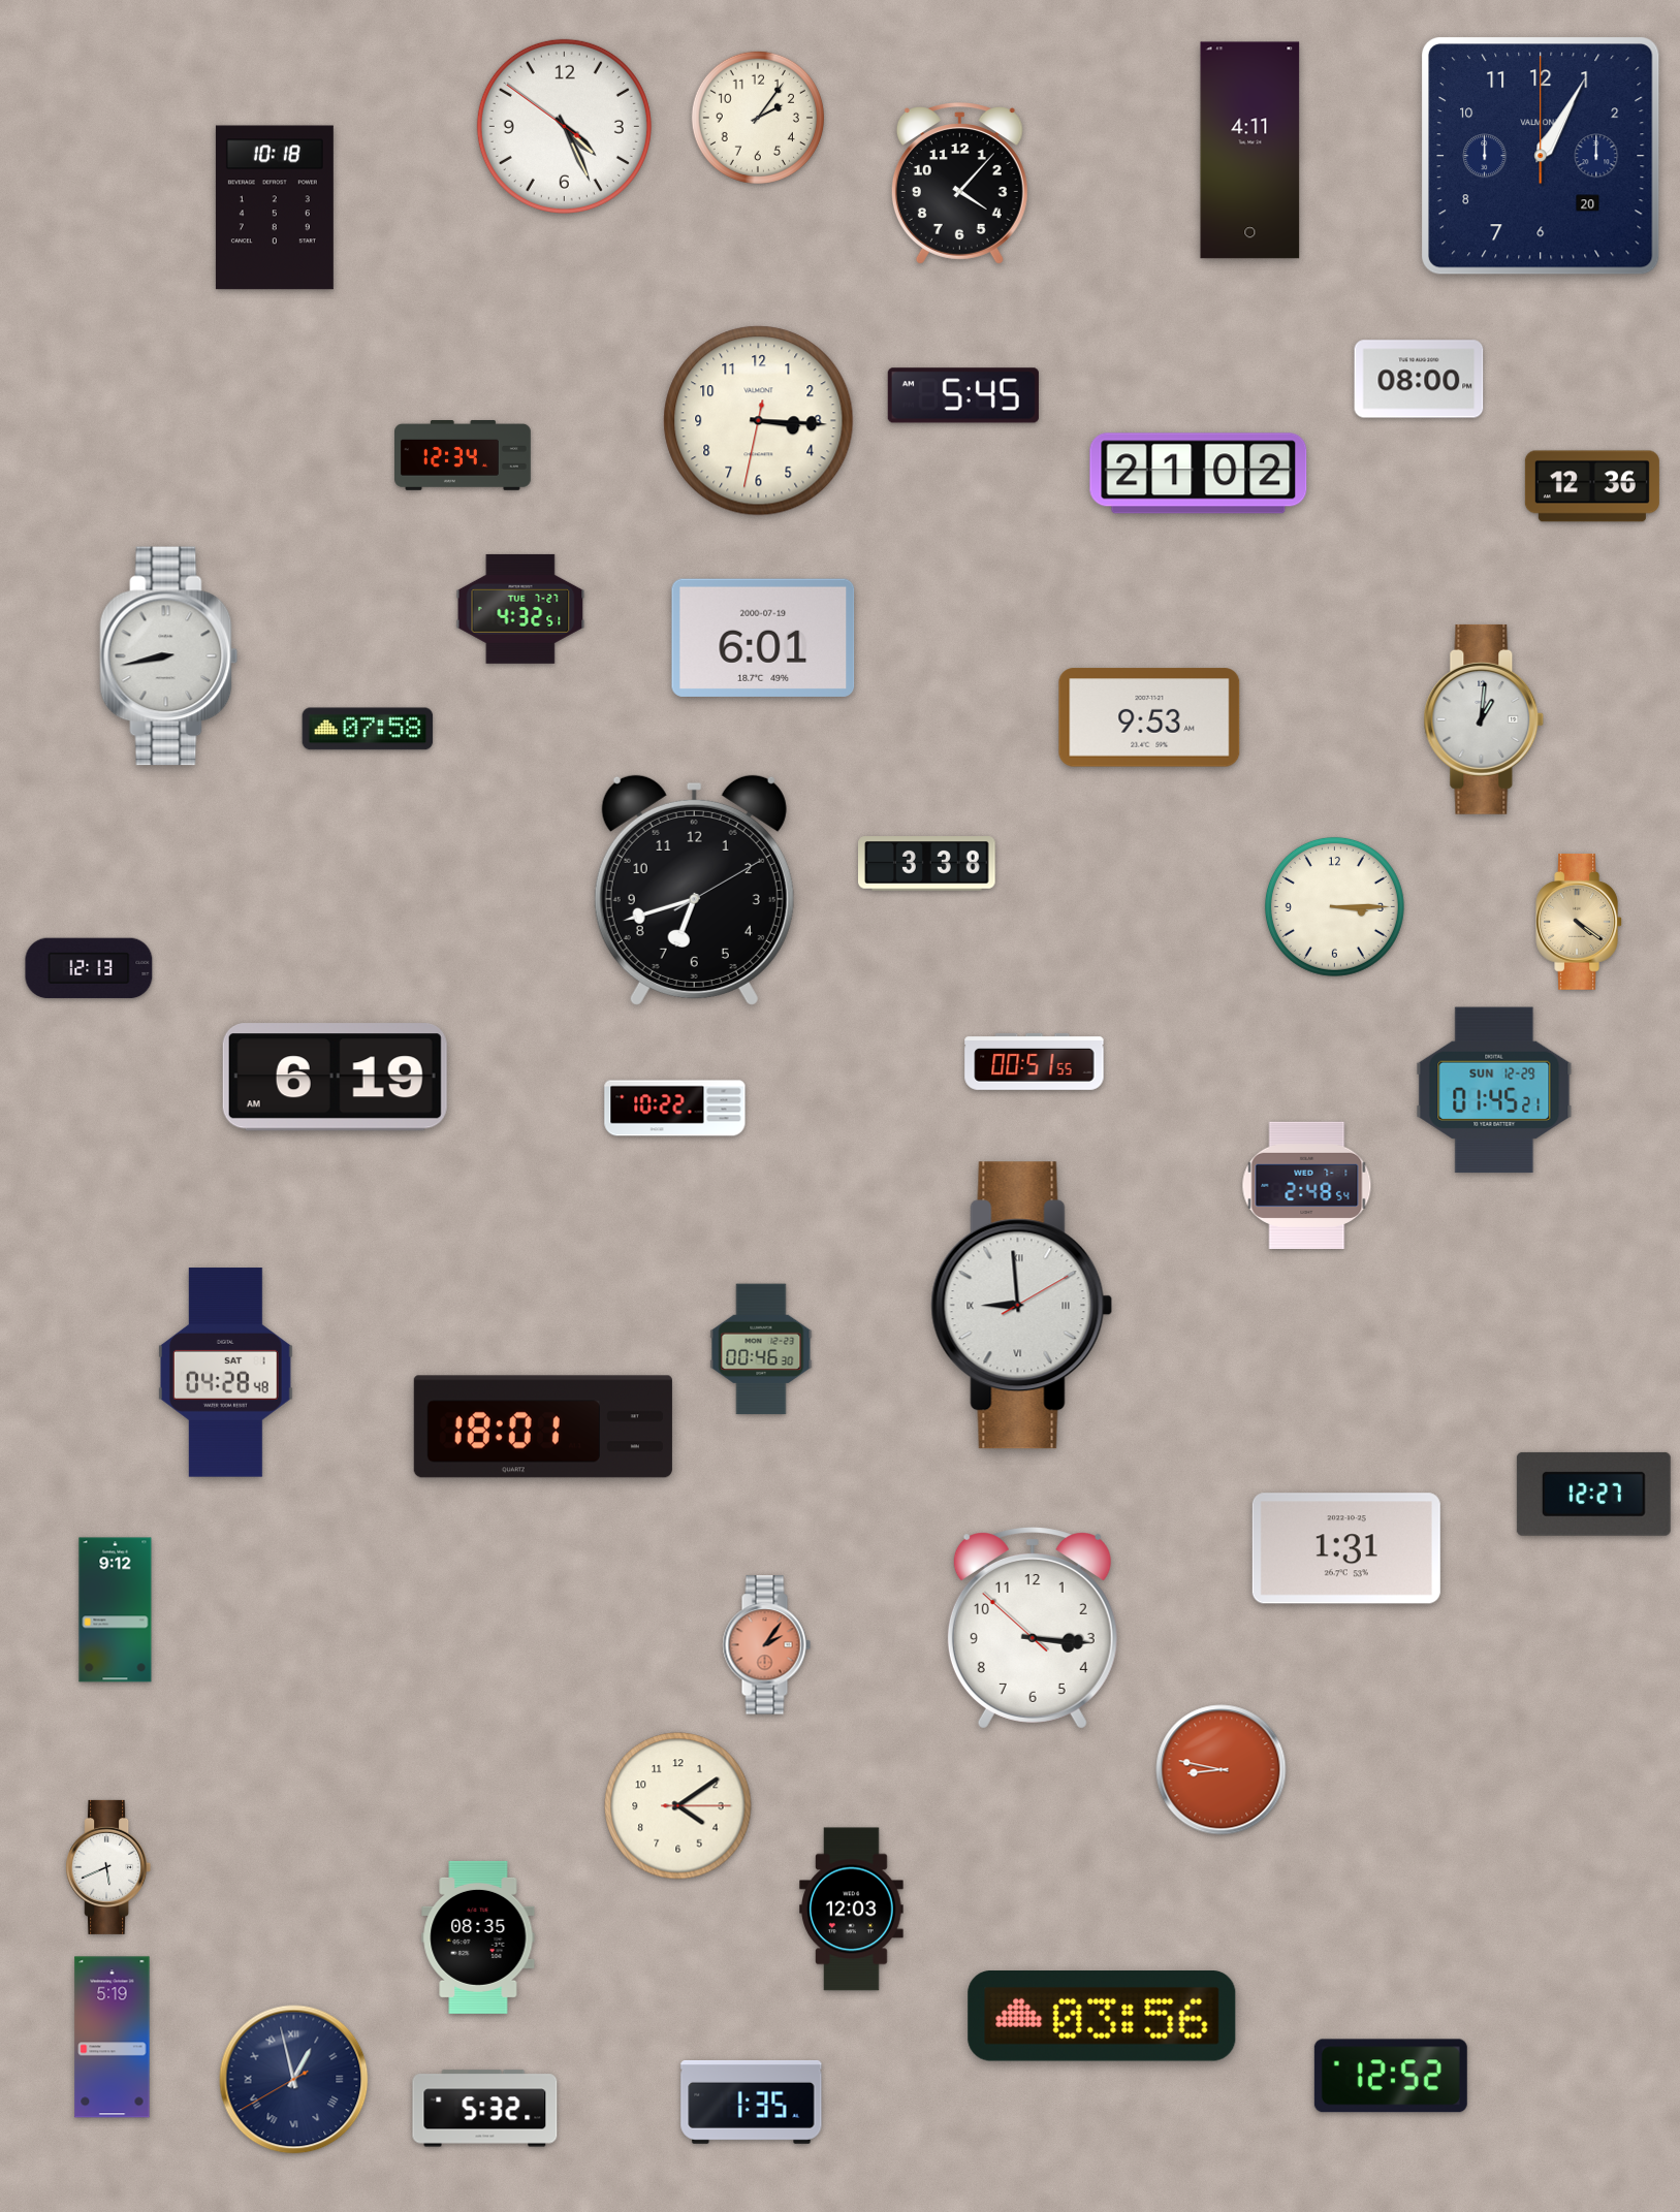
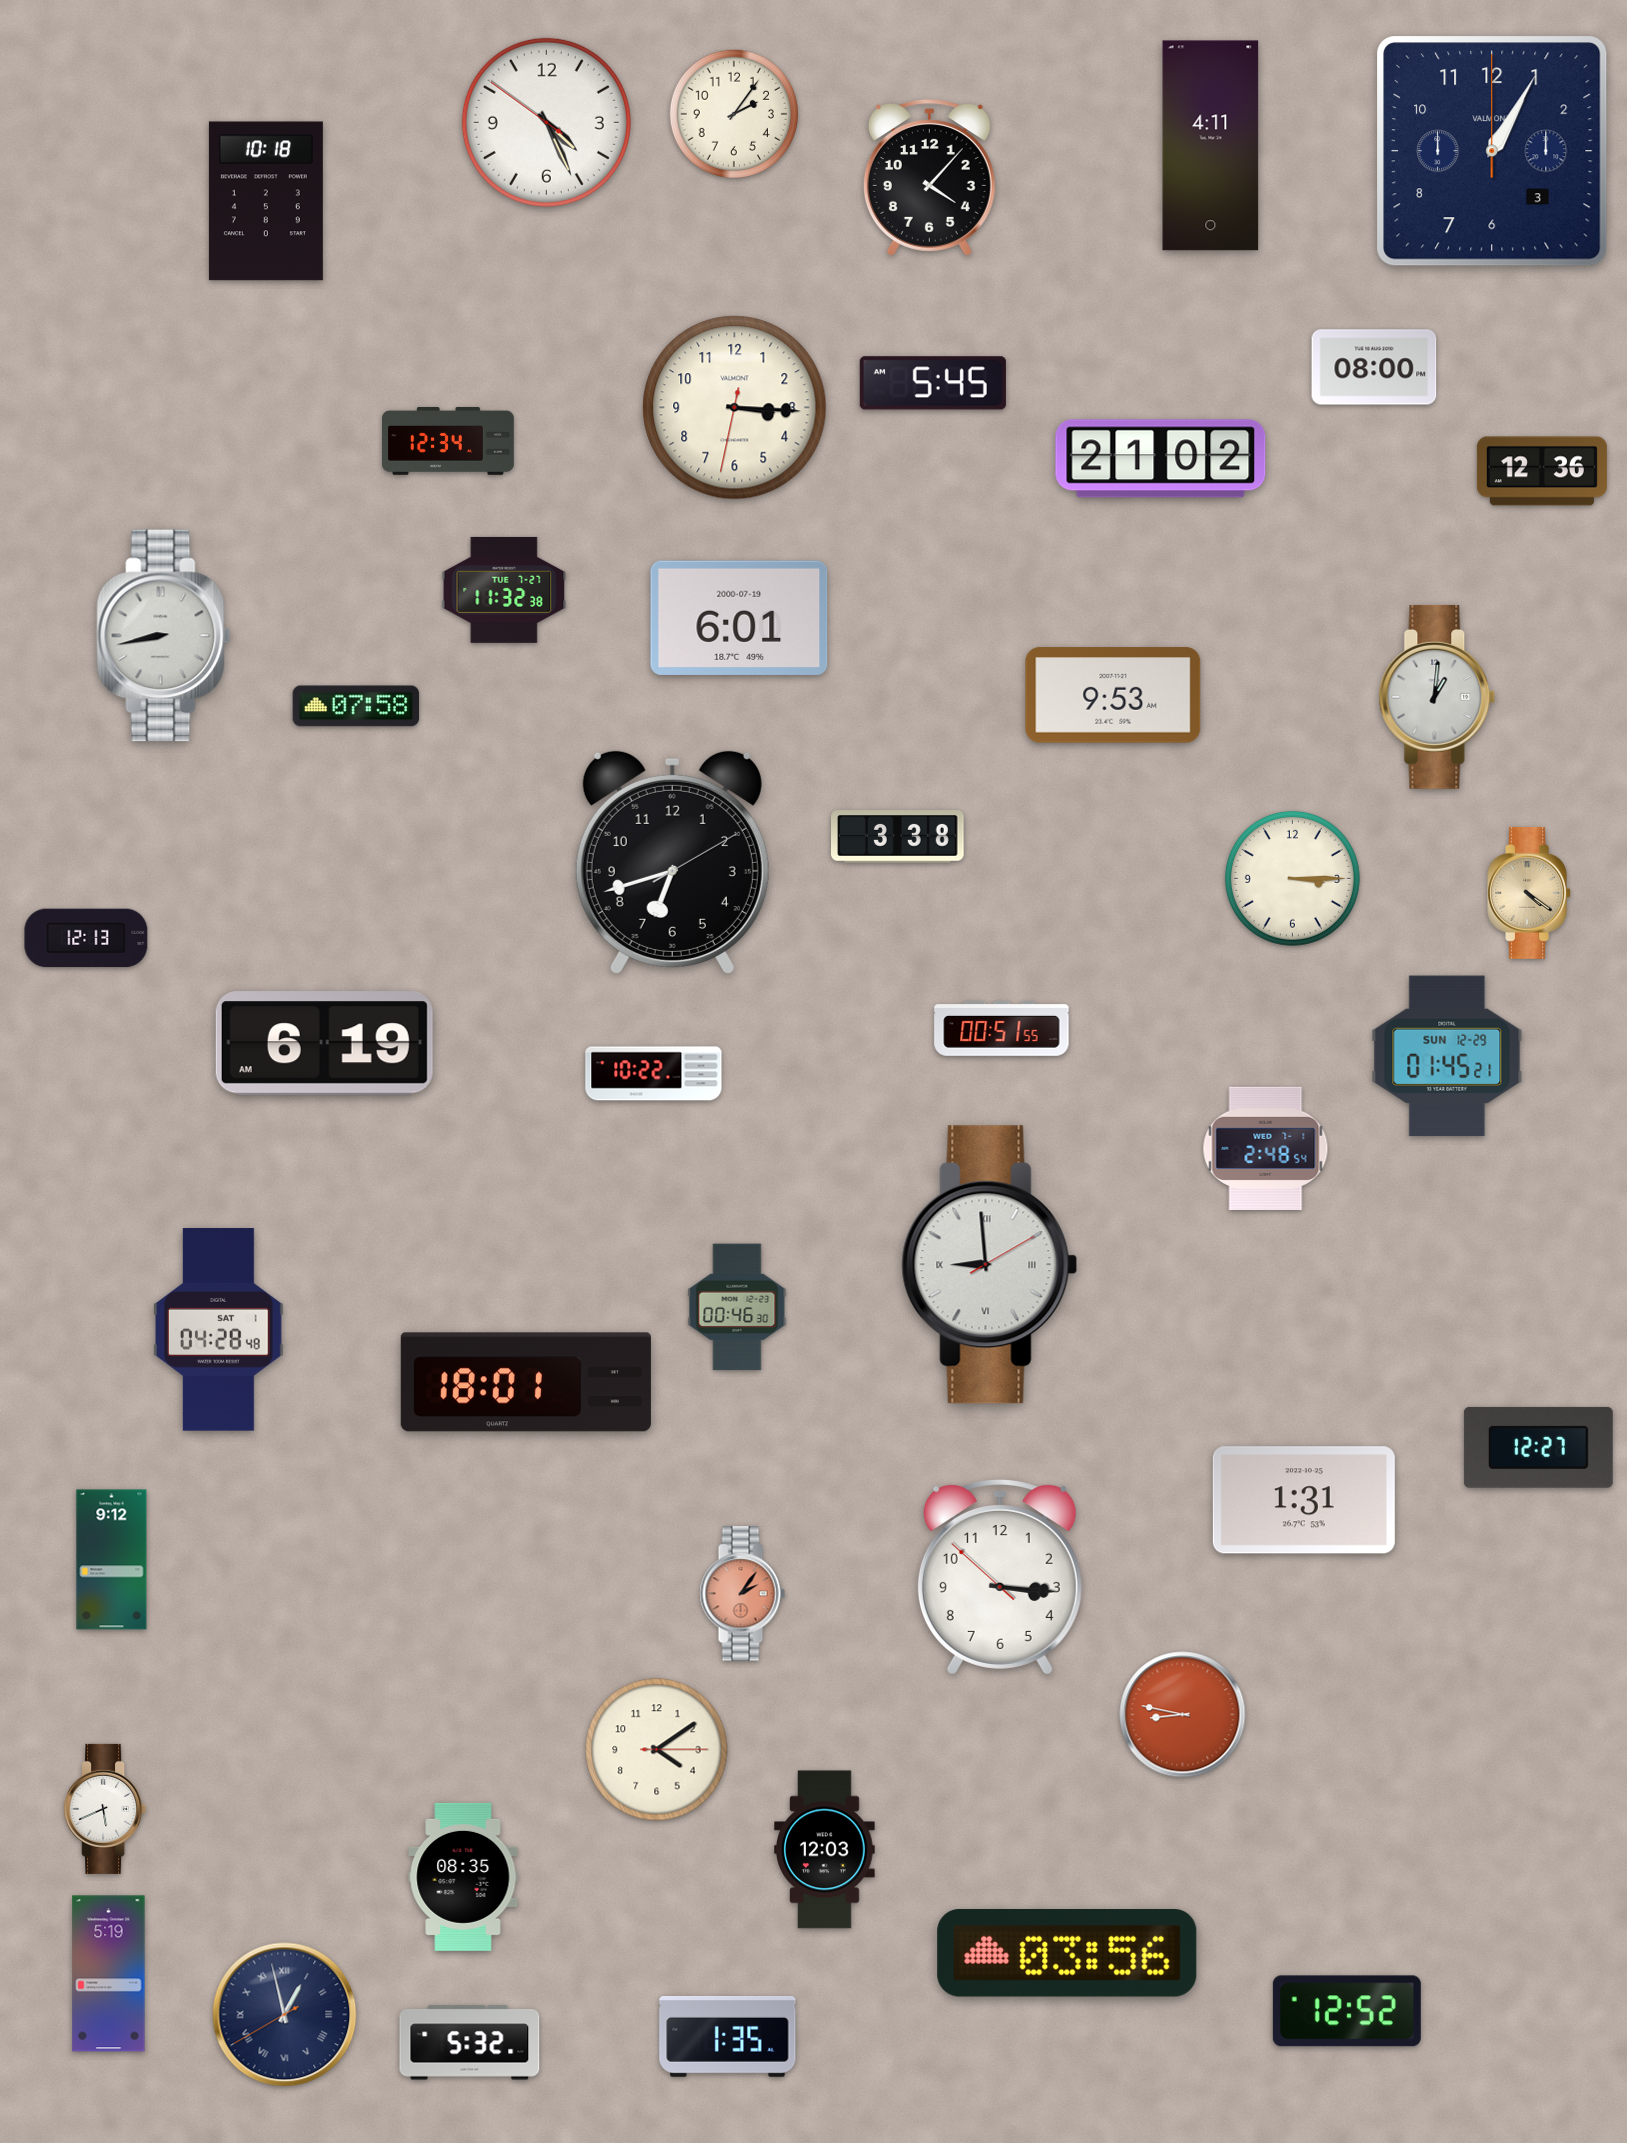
clock at (1541, 156) date: 20 -> 3
clock at (520, 609): 4:32 -> 11:32
clock at (1593, 1494) position: (1593, 1494) -> (1538, 1447)
